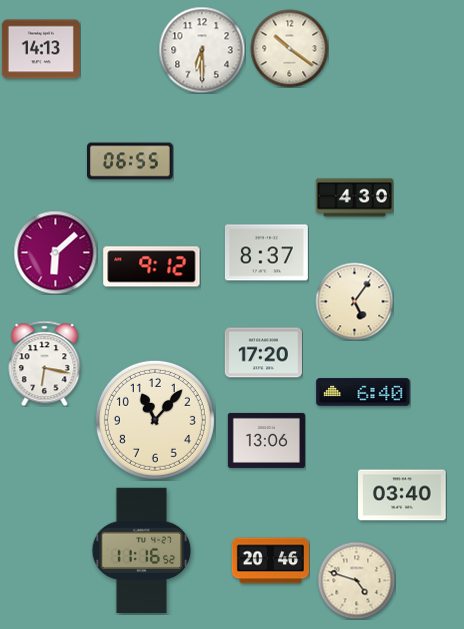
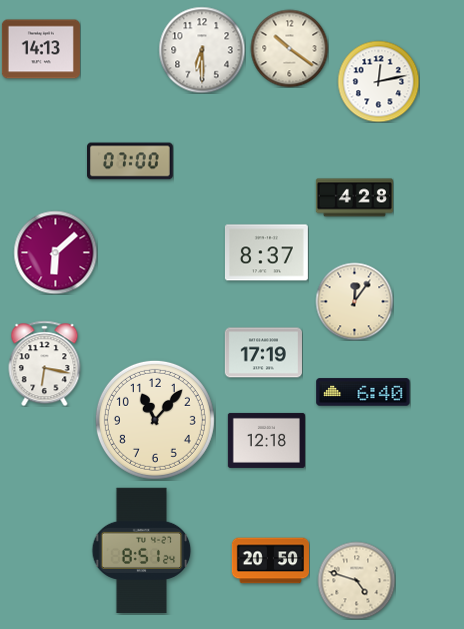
clock at (378, 81): none -> 12:13
clock at (131, 161): 06:55 -> 07:00
clock at (354, 198): 4:30 -> 4:28
clock at (152, 267): 9:12 -> none
clock at (354, 301): 5:06 -> 12:06
clock at (263, 353): 17:20 -> 17:19
clock at (266, 440): 13:06 -> 12:18
clock at (402, 495): 03:40 -> none
clock at (142, 551): 11:16 -> 8:51
clock at (270, 561): 20:46 -> 20:50
